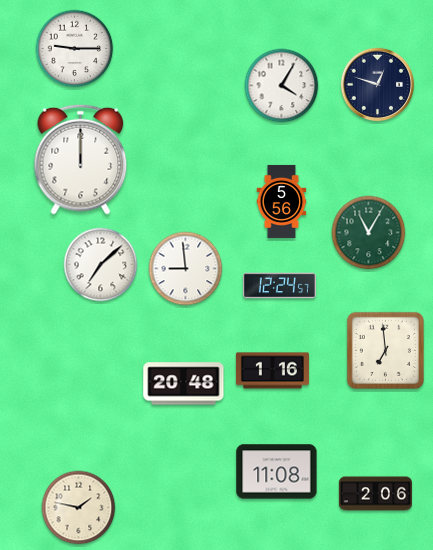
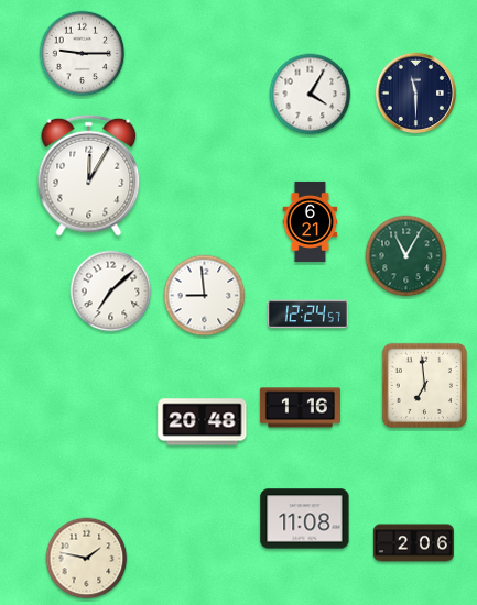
clock at (378, 85): 12:48 -> 11:30
clock at (81, 159): 12:00 -> 12:05
clock at (282, 201): 5:56 -> 6:21
